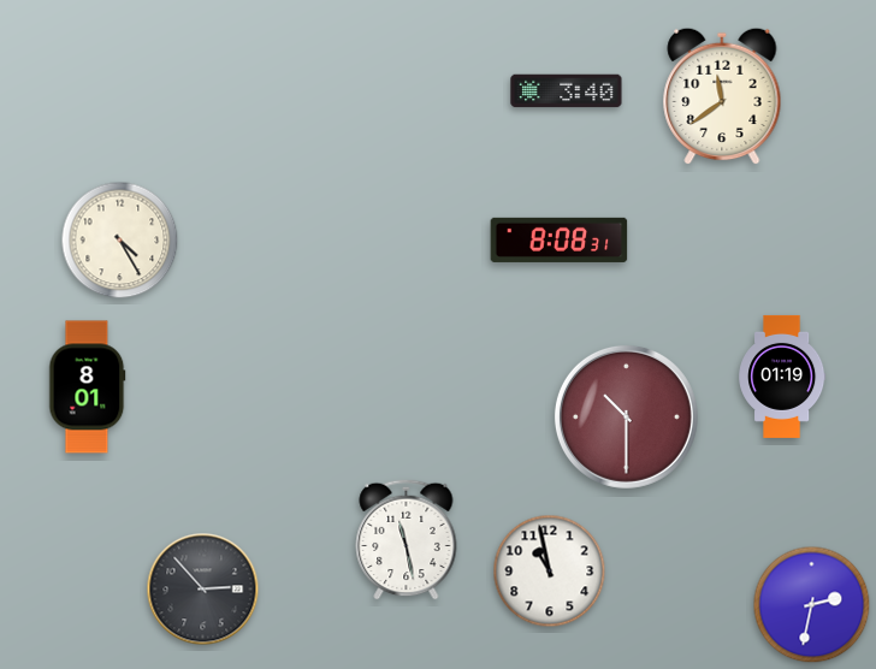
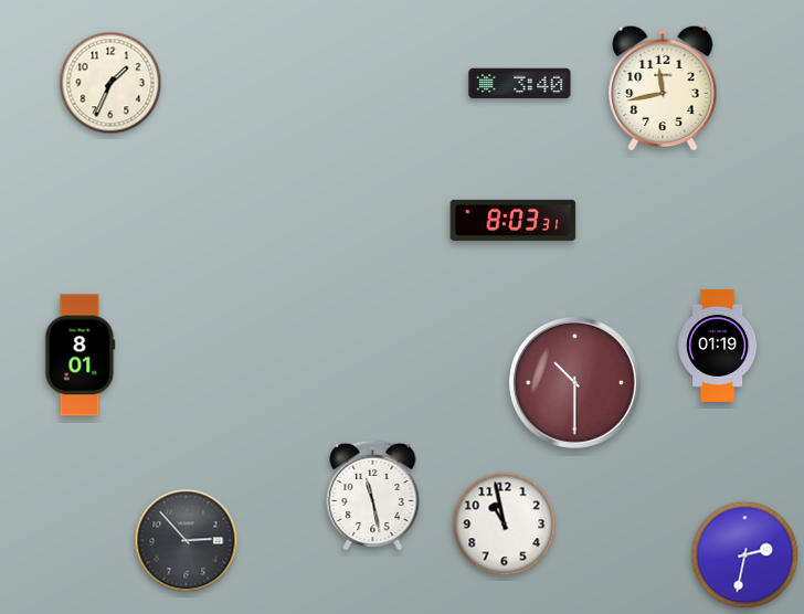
clock at (110, 83): none -> 1:34
clock at (722, 96): 11:39 -> 11:43
clock at (560, 239): 8:08 -> 8:03
clock at (120, 241): 4:25 -> none
